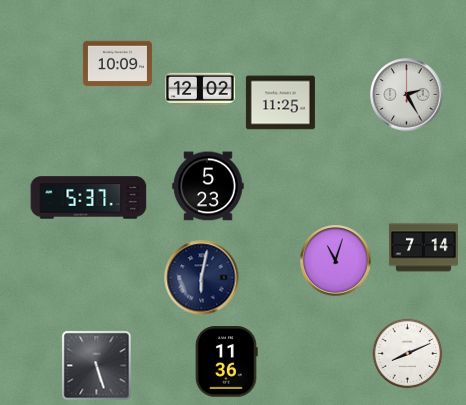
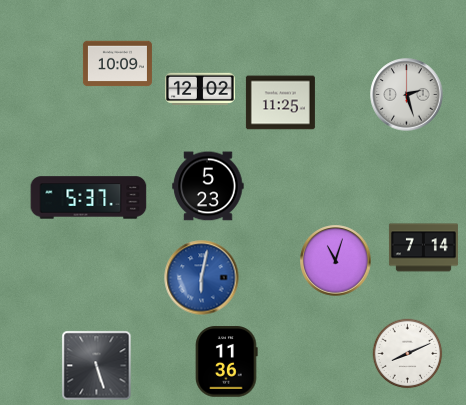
clock at (407, 95): 2:25 -> 2:27
clock at (202, 278) dial: navy -> blue
